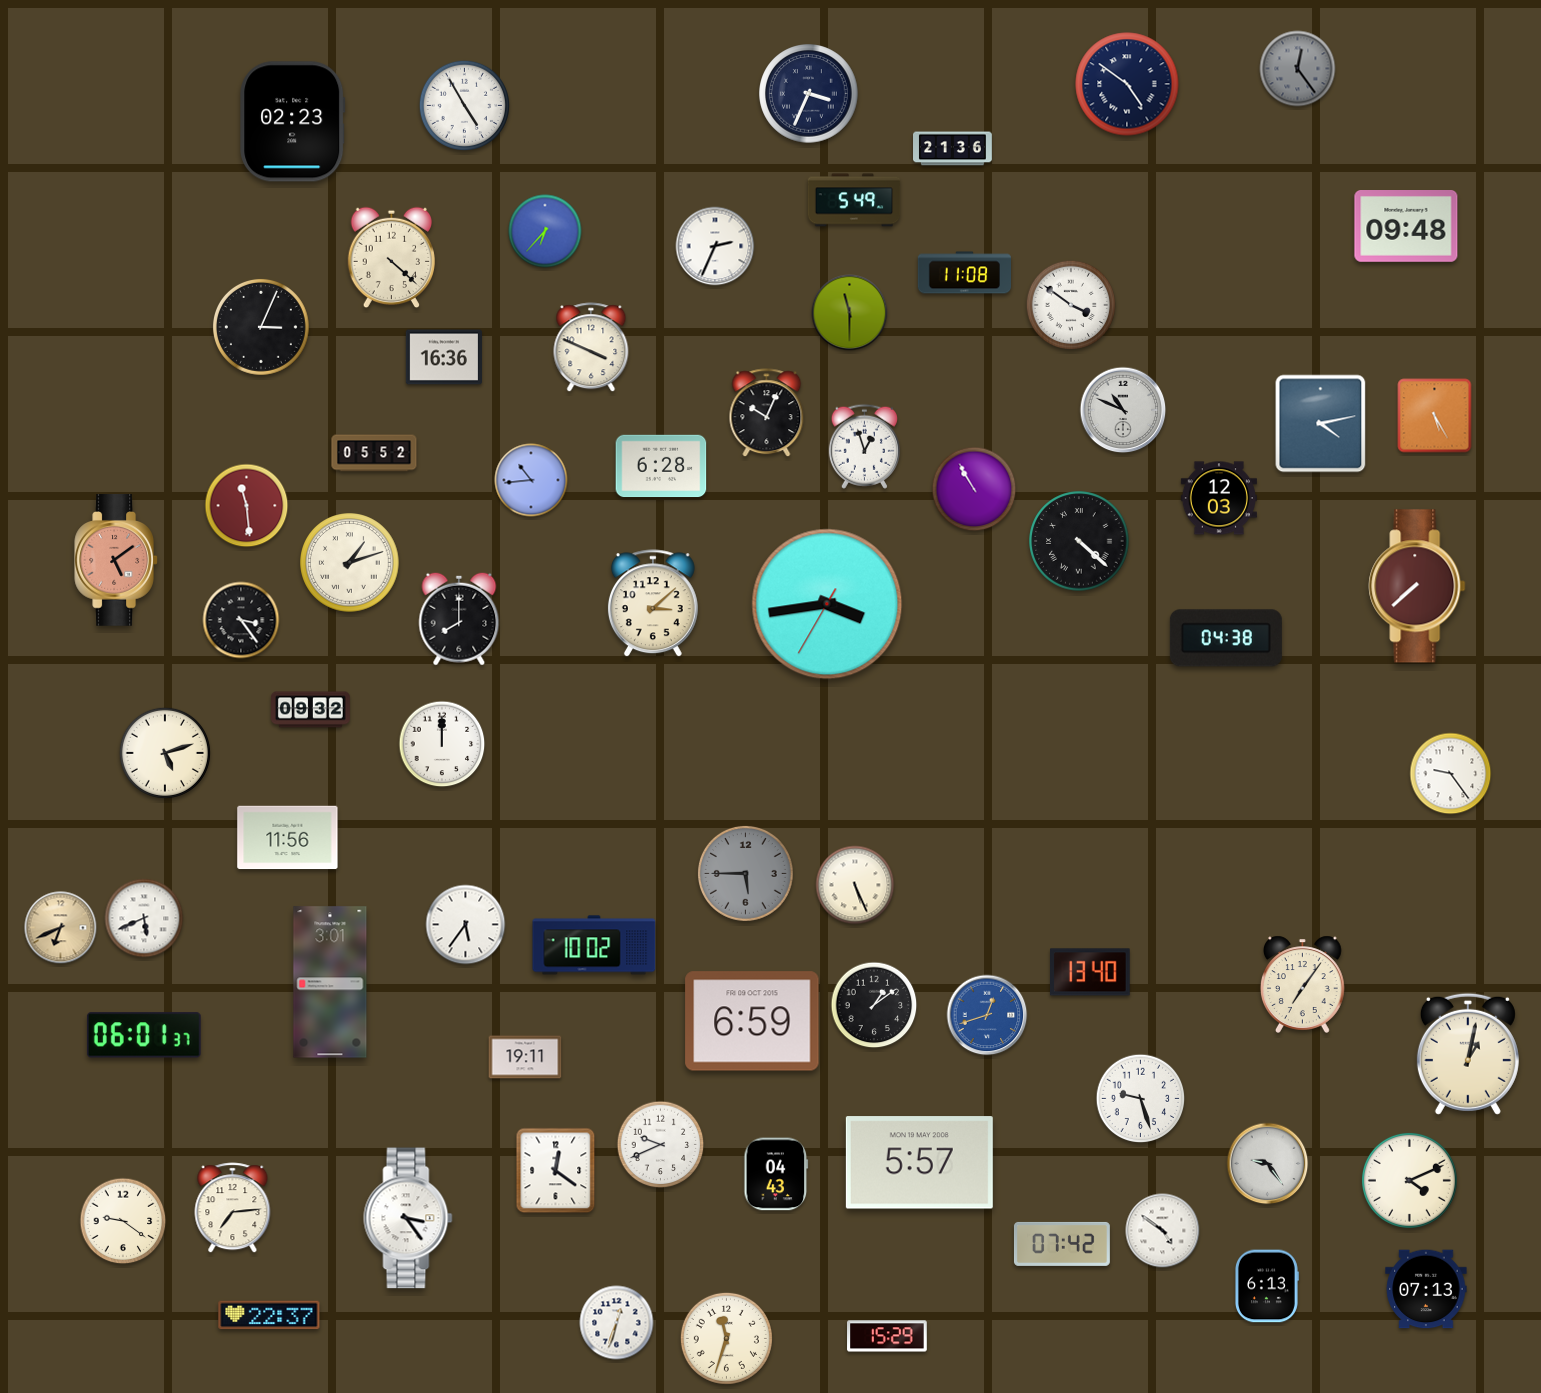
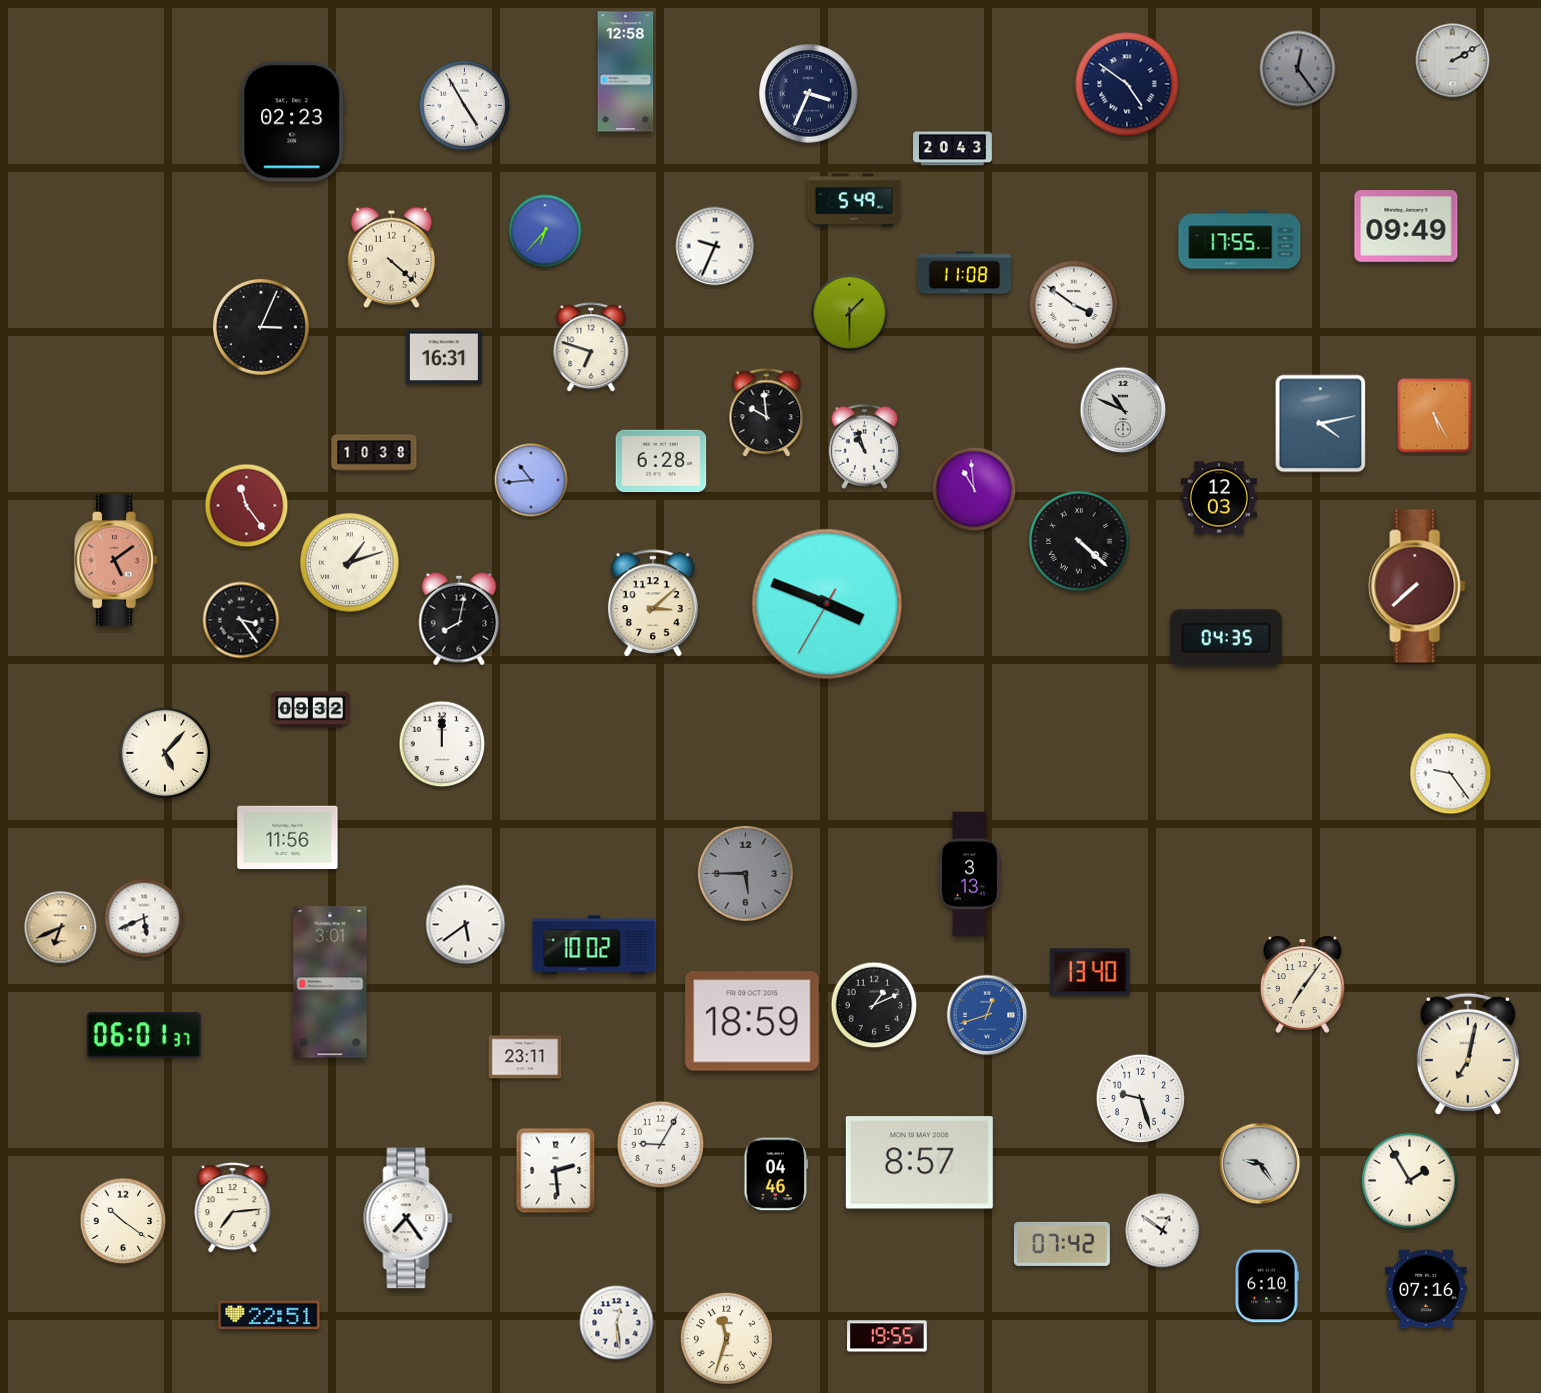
clock at (1453, 61): none -> 2:10
clock at (626, 72): none -> 12:58
clock at (953, 149): 21:36 -> 20:43
clock at (1406, 227): 09:48 -> 09:49
clock at (1240, 240): none -> 17:55
clock at (715, 246): 2:34 -> 9:34
clock at (1071, 305) position: (1071, 305) -> (1074, 305)
clock at (850, 313): 11:30 -> 1:30
clock at (591, 348): 3:49 -> 6:48
clock at (444, 357): 16:36 -> 16:31
clock at (767, 413): 10:04 -> 9:59
clock at (864, 446): 12:57 -> 10:57
clock at (374, 453): 05:52 -> 10:38
clock at (661, 466) position: (661, 466) -> (661, 461)
clock at (974, 489): 10:55 -> 10:59
clock at (247, 506): 11:29 -> 11:24
clock at (827, 604): 3:43 -> 3:48
clock at (459, 619): 8:00 -> 8:02
clock at (1226, 638): 04:38 -> 04:35
clock at (165, 753): 5:12 -> 5:07
clock at (970, 874): none -> 3:13
clock at (855, 885): 5:26 -> none
clock at (466, 925): 5:36 -> 5:39
clock at (874, 1005): 1:09 -> 1:11
clock at (752, 1021): 6:59 -> 18:59
clock at (1468, 1054): 1:02 -> 7:02
clock at (525, 1057): 19:11 -> 23:11
clock at (661, 1145): 9:41 -> 9:05
clock at (919, 1163): 5:57 -> 8:57
clock at (1268, 1164) position: (1268, 1164) -> (1260, 1164)
clock at (556, 1171): 12:21 -> 2:29
clock at (776, 1174): 04:43 -> 04:46
clock at (1409, 1180): 4:11 -> 1:55
clock at (408, 1218): 3:24 -> 7:24
clock at (123, 1221): 9:21 -> 10:21
clock at (1163, 1231): 4:51 -> 12:51
clock at (1266, 1286): 6:13 -> 6:10
clock at (1426, 1289): 07:13 -> 07:16
clock at (269, 1315): 22:37 -> 22:51
clock at (617, 1323): 12:33 -> 12:29
clock at (887, 1336): 15:29 -> 19:55
